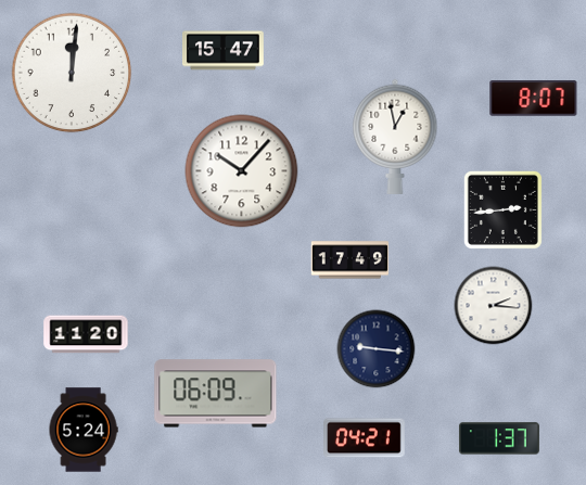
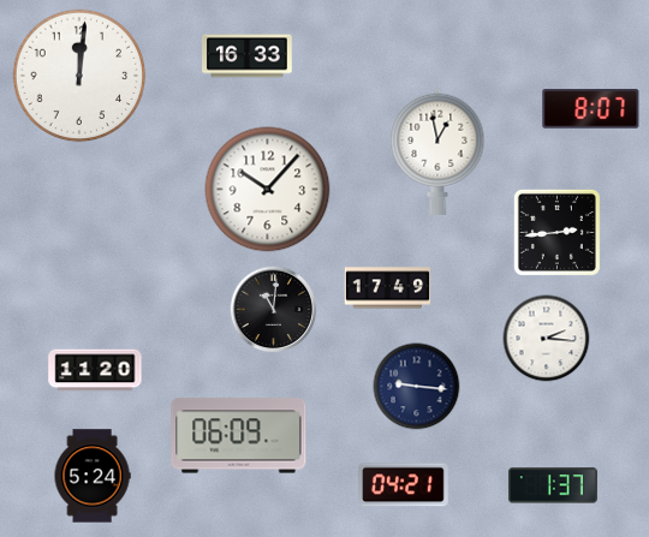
clock at (224, 51): 15:47 -> 16:33
clock at (72, 73) position: (72, 73) -> (79, 76)
clock at (274, 310): none -> 11:01
